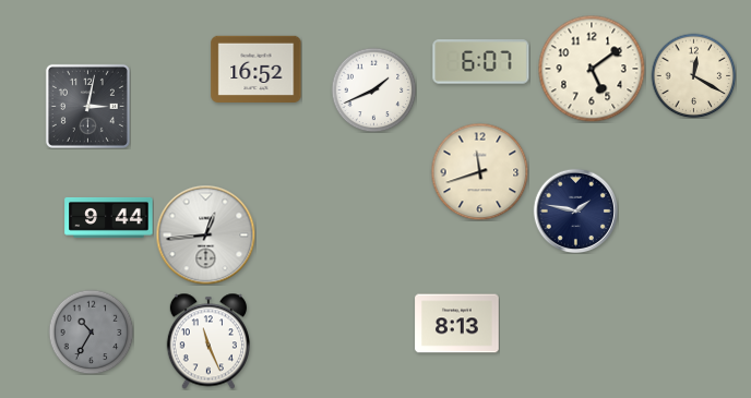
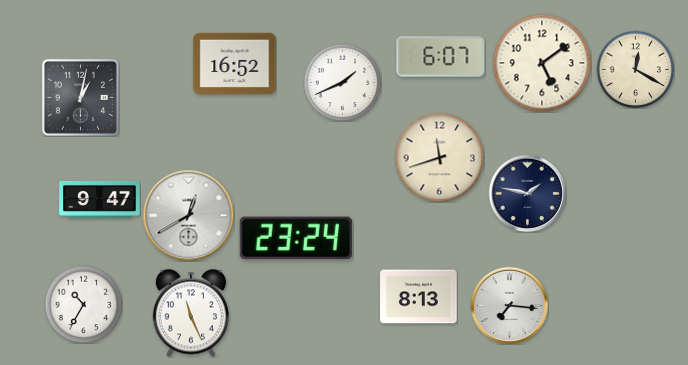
clock at (87, 106): 3:02 -> 1:02
clock at (109, 217): 9:44 -> 9:47
clock at (205, 234): 12:44 -> 12:40
clock at (296, 238): none -> 23:24
clock at (91, 331) dial: grey -> white
clock at (509, 305): none -> 7:16
